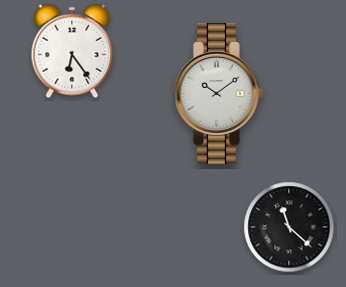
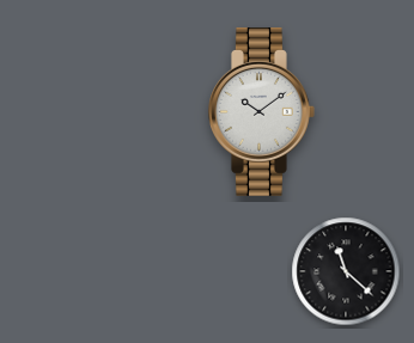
clock at (72, 51): 6:24 -> none
